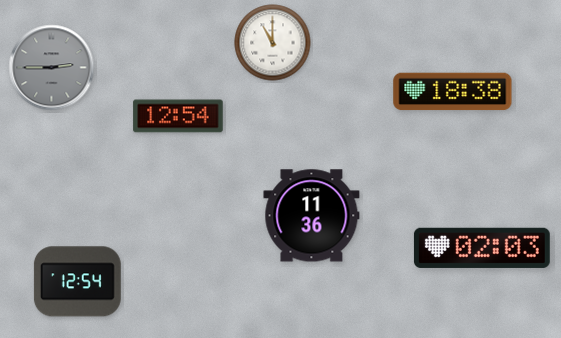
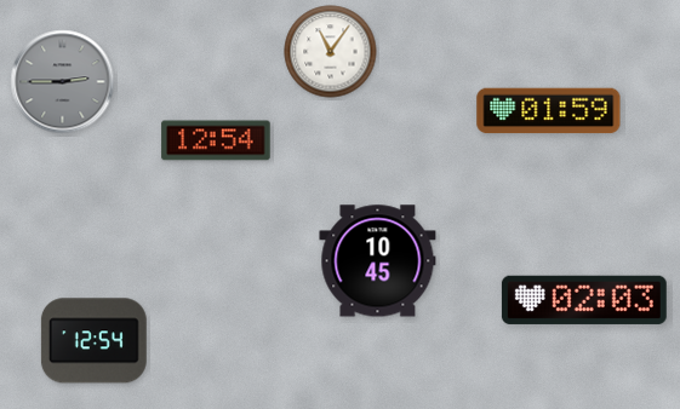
clock at (273, 43): 11:00 -> 11:06
clock at (453, 92): 18:38 -> 01:59
clock at (312, 216): 11:36 -> 10:45
